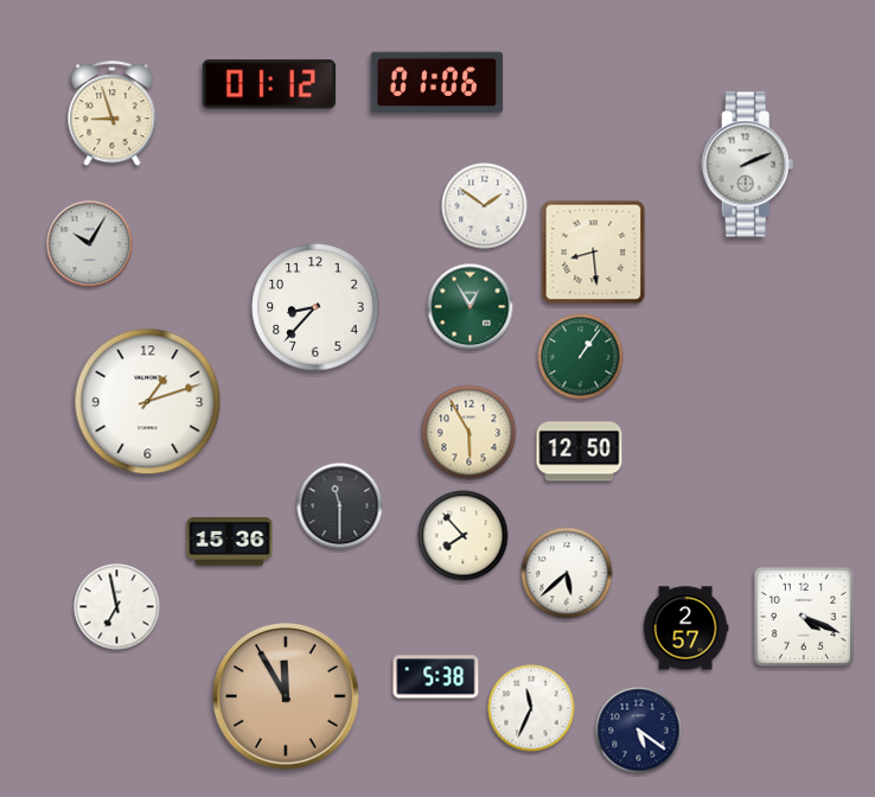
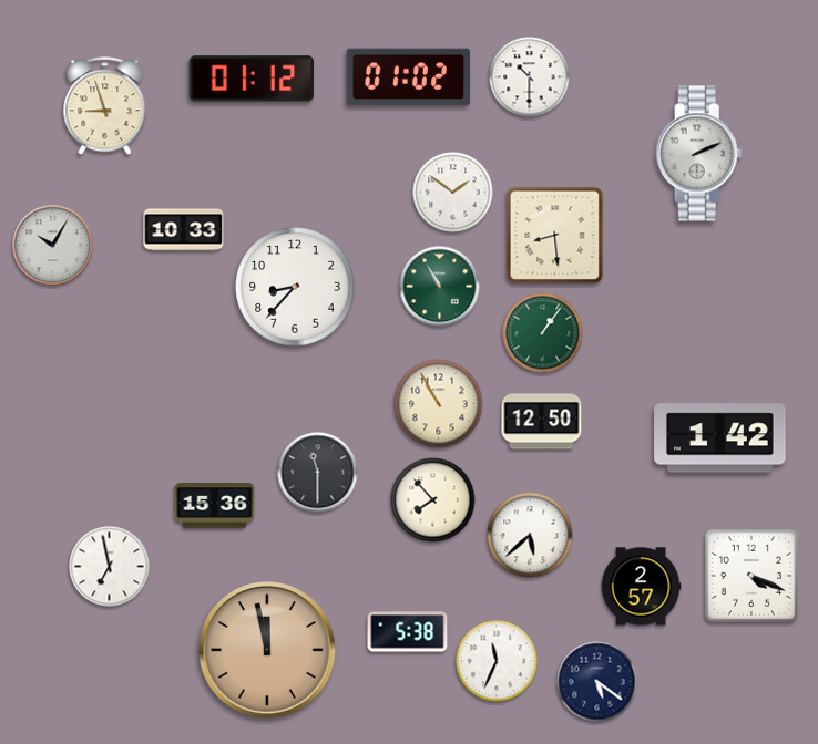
clock at (437, 83): 01:06 -> 01:02
clock at (530, 77): none -> 10:30
clock at (90, 244) position: (90, 244) -> (53, 246)
clock at (184, 230): none -> 10:33
clock at (471, 307): 12:55 -> 10:55
clock at (148, 402): 1:12 -> none
clock at (470, 433): 5:55 -> 10:55
clock at (720, 438): none -> 1:42
clock at (286, 696): 11:55 -> 11:58
